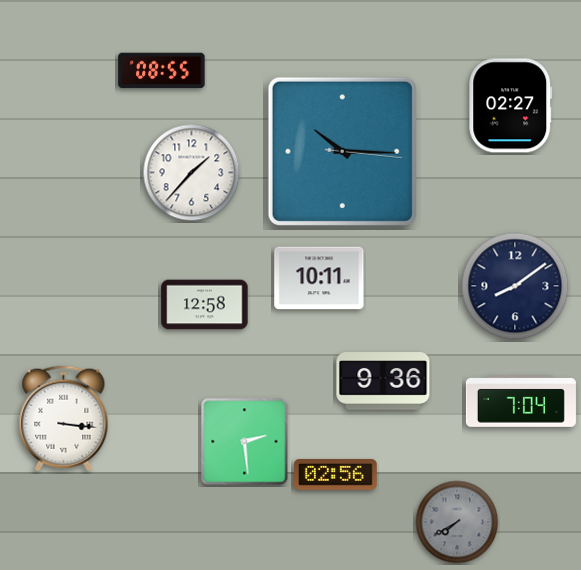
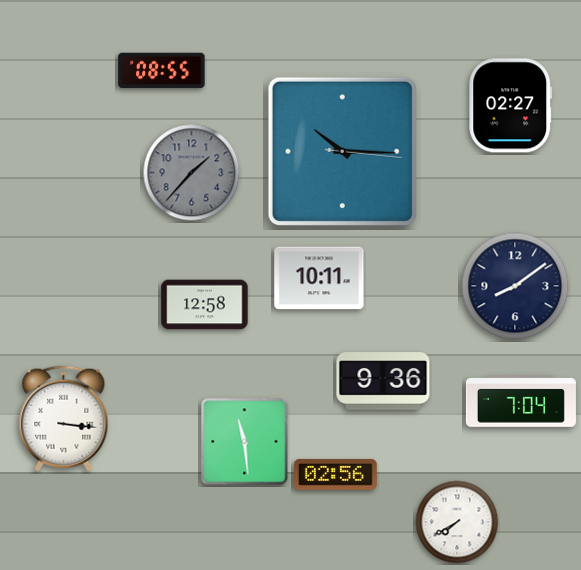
clock at (192, 173) dial: white -> grey
clock at (245, 442): 2:29 -> 11:29
clock at (457, 522) dial: grey -> white
